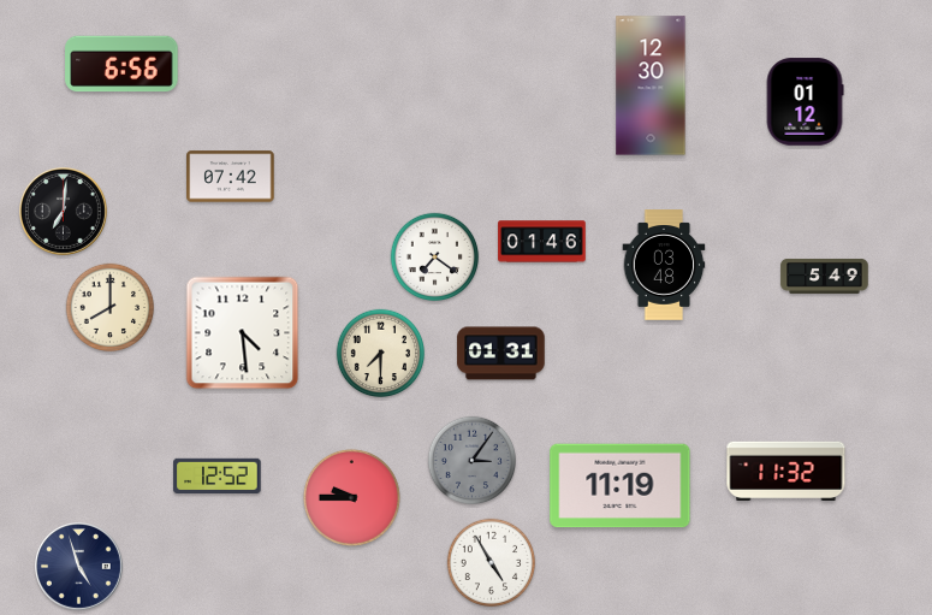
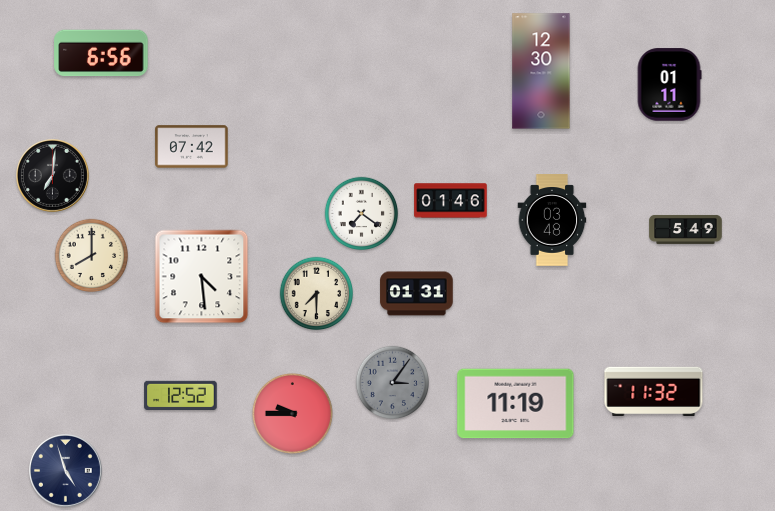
clock at (805, 102): 01:12 -> 01:11
clock at (492, 563): 4:55 -> none
